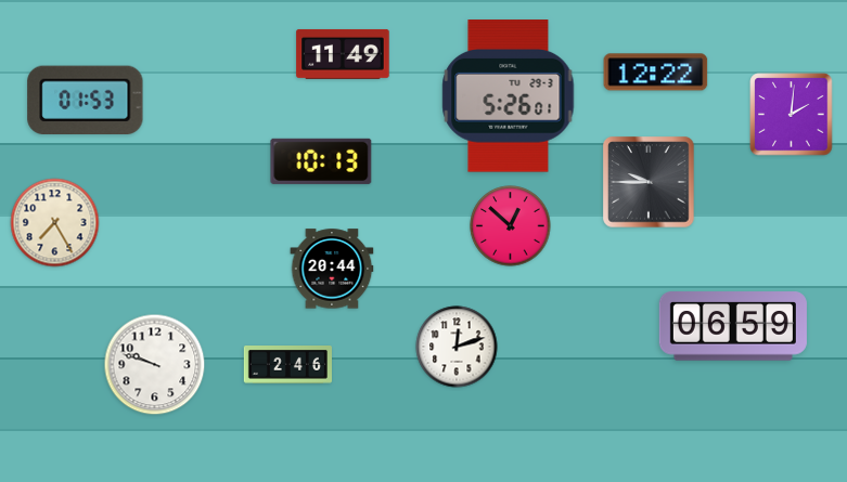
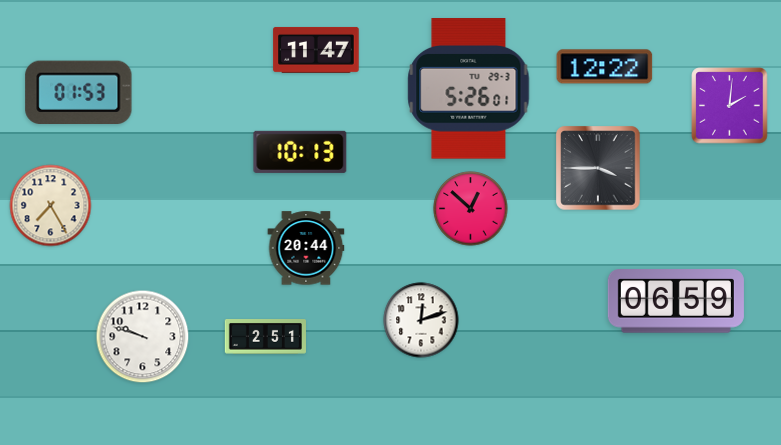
clock at (343, 54): 11:49 -> 11:47
clock at (321, 161) position: (321, 161) -> (300, 152)
clock at (649, 182): 9:45 -> 3:45
clock at (287, 365): 2:46 -> 2:51
